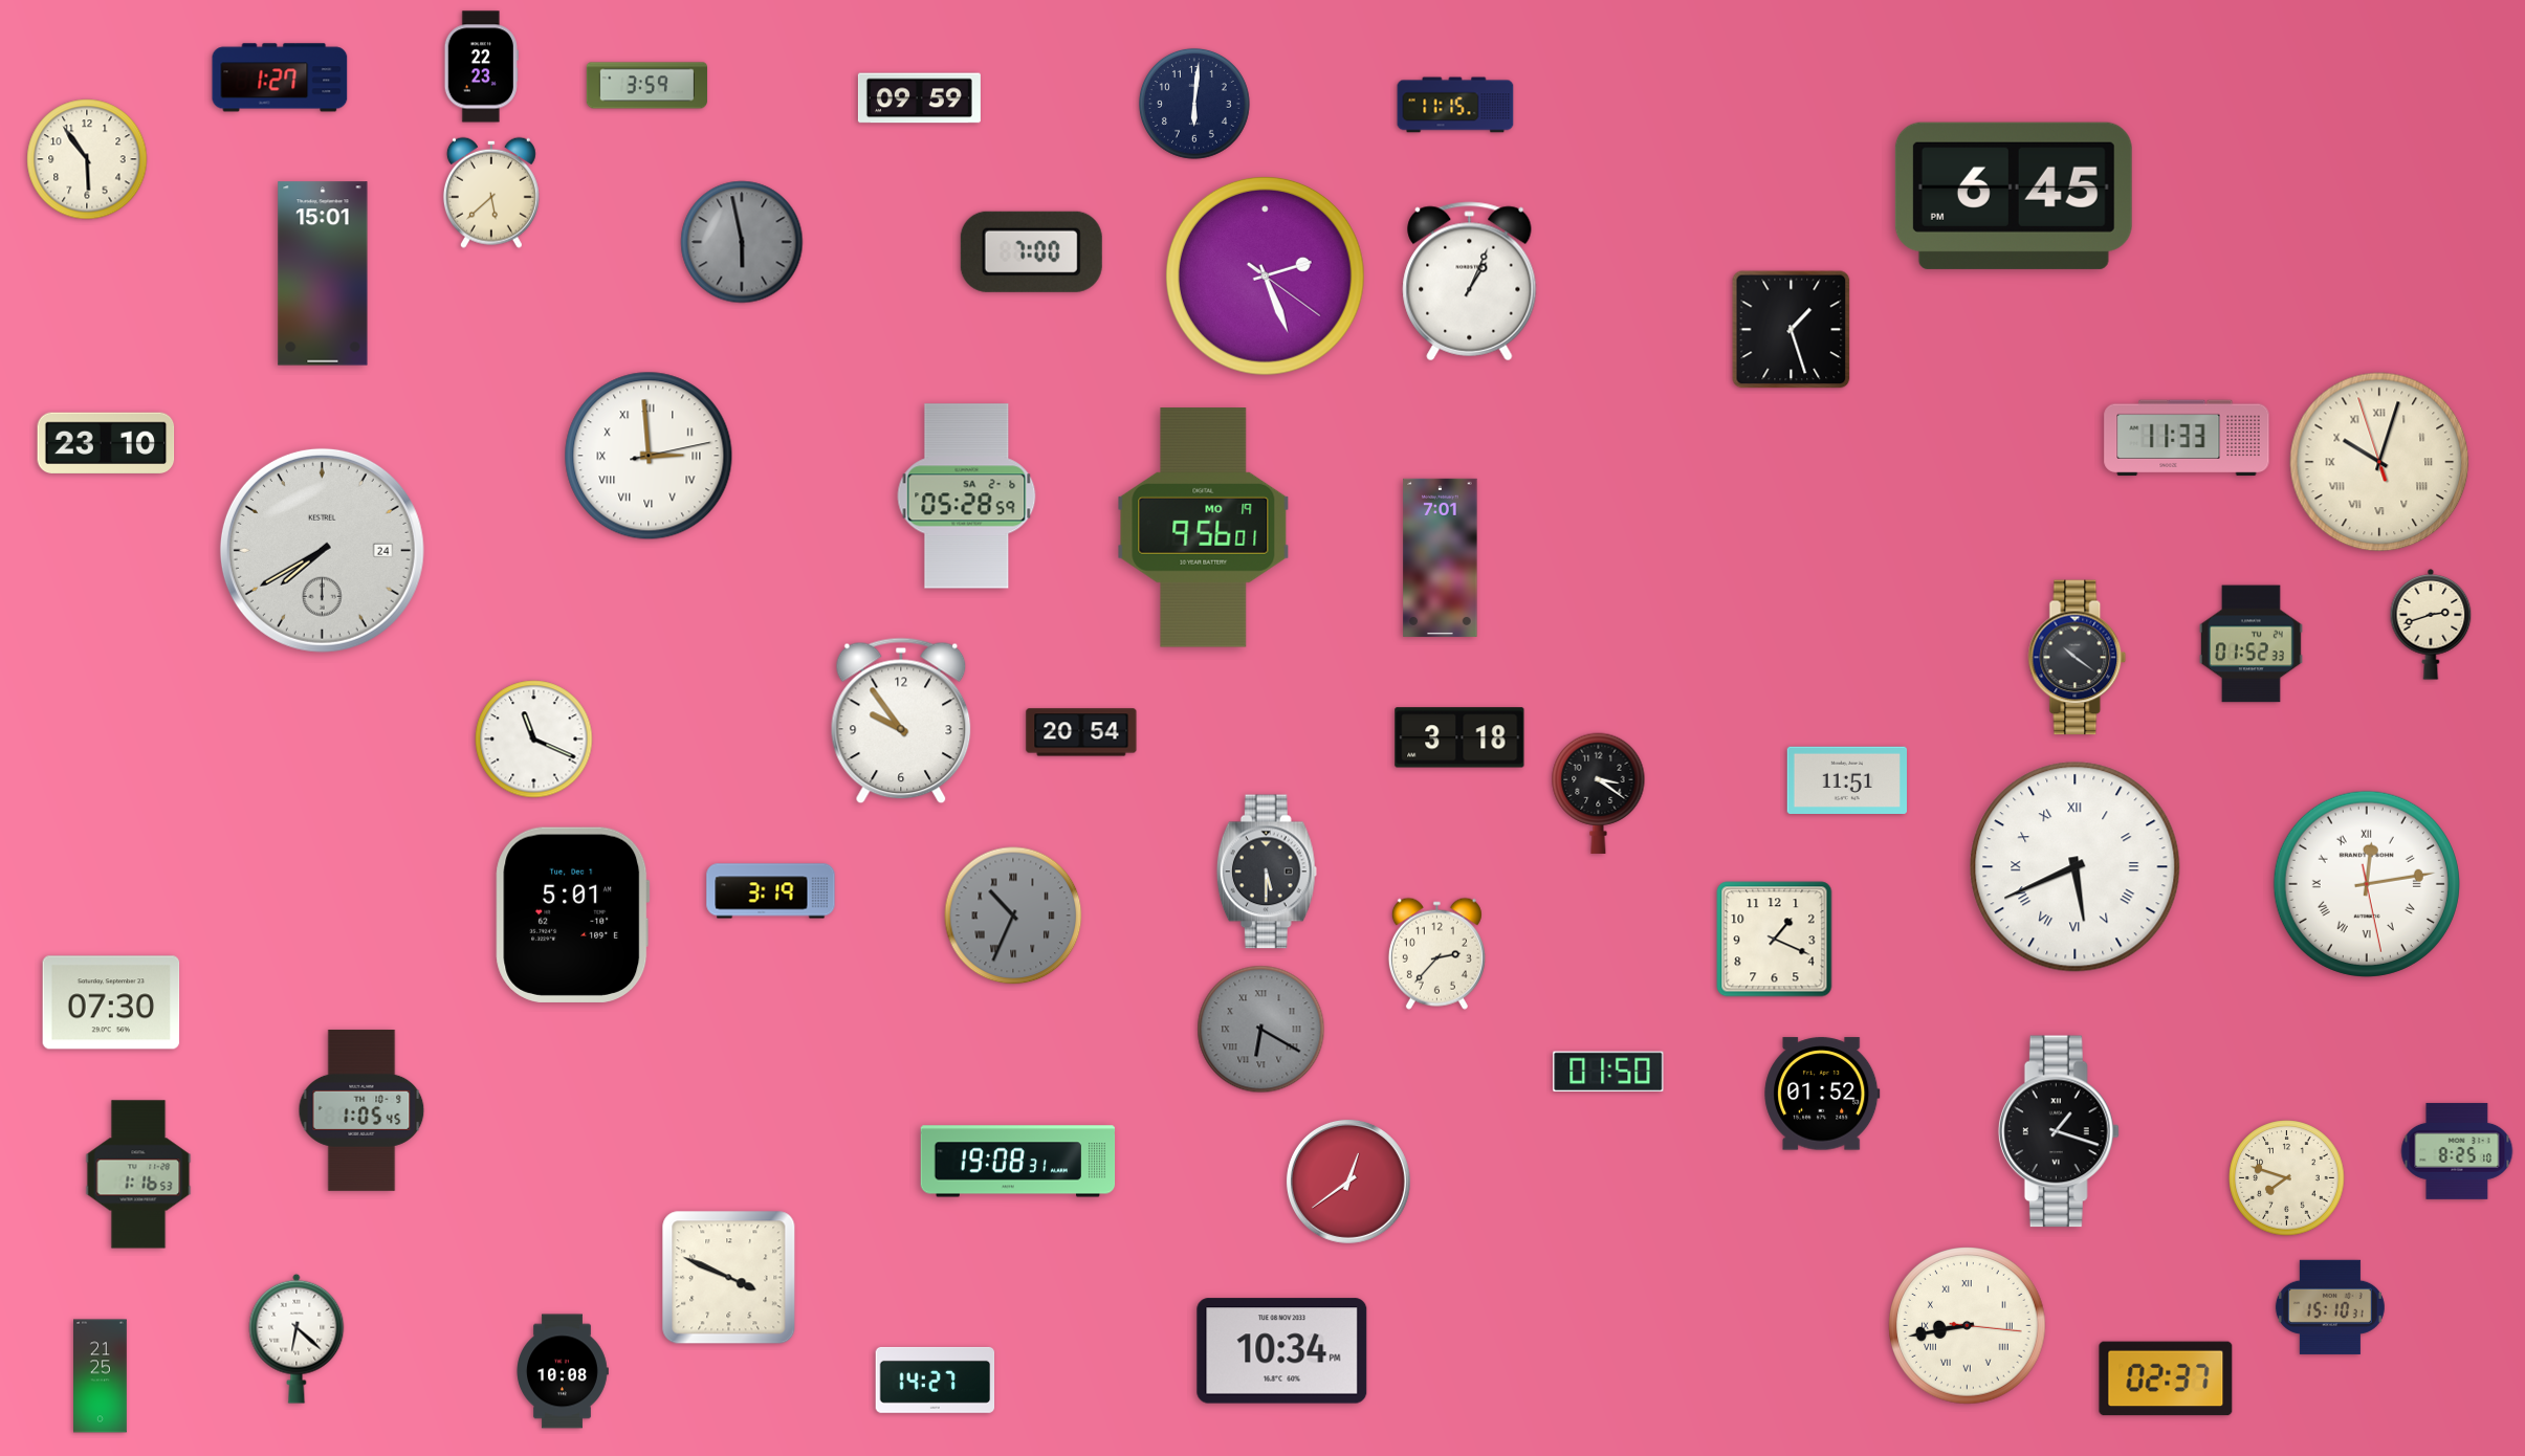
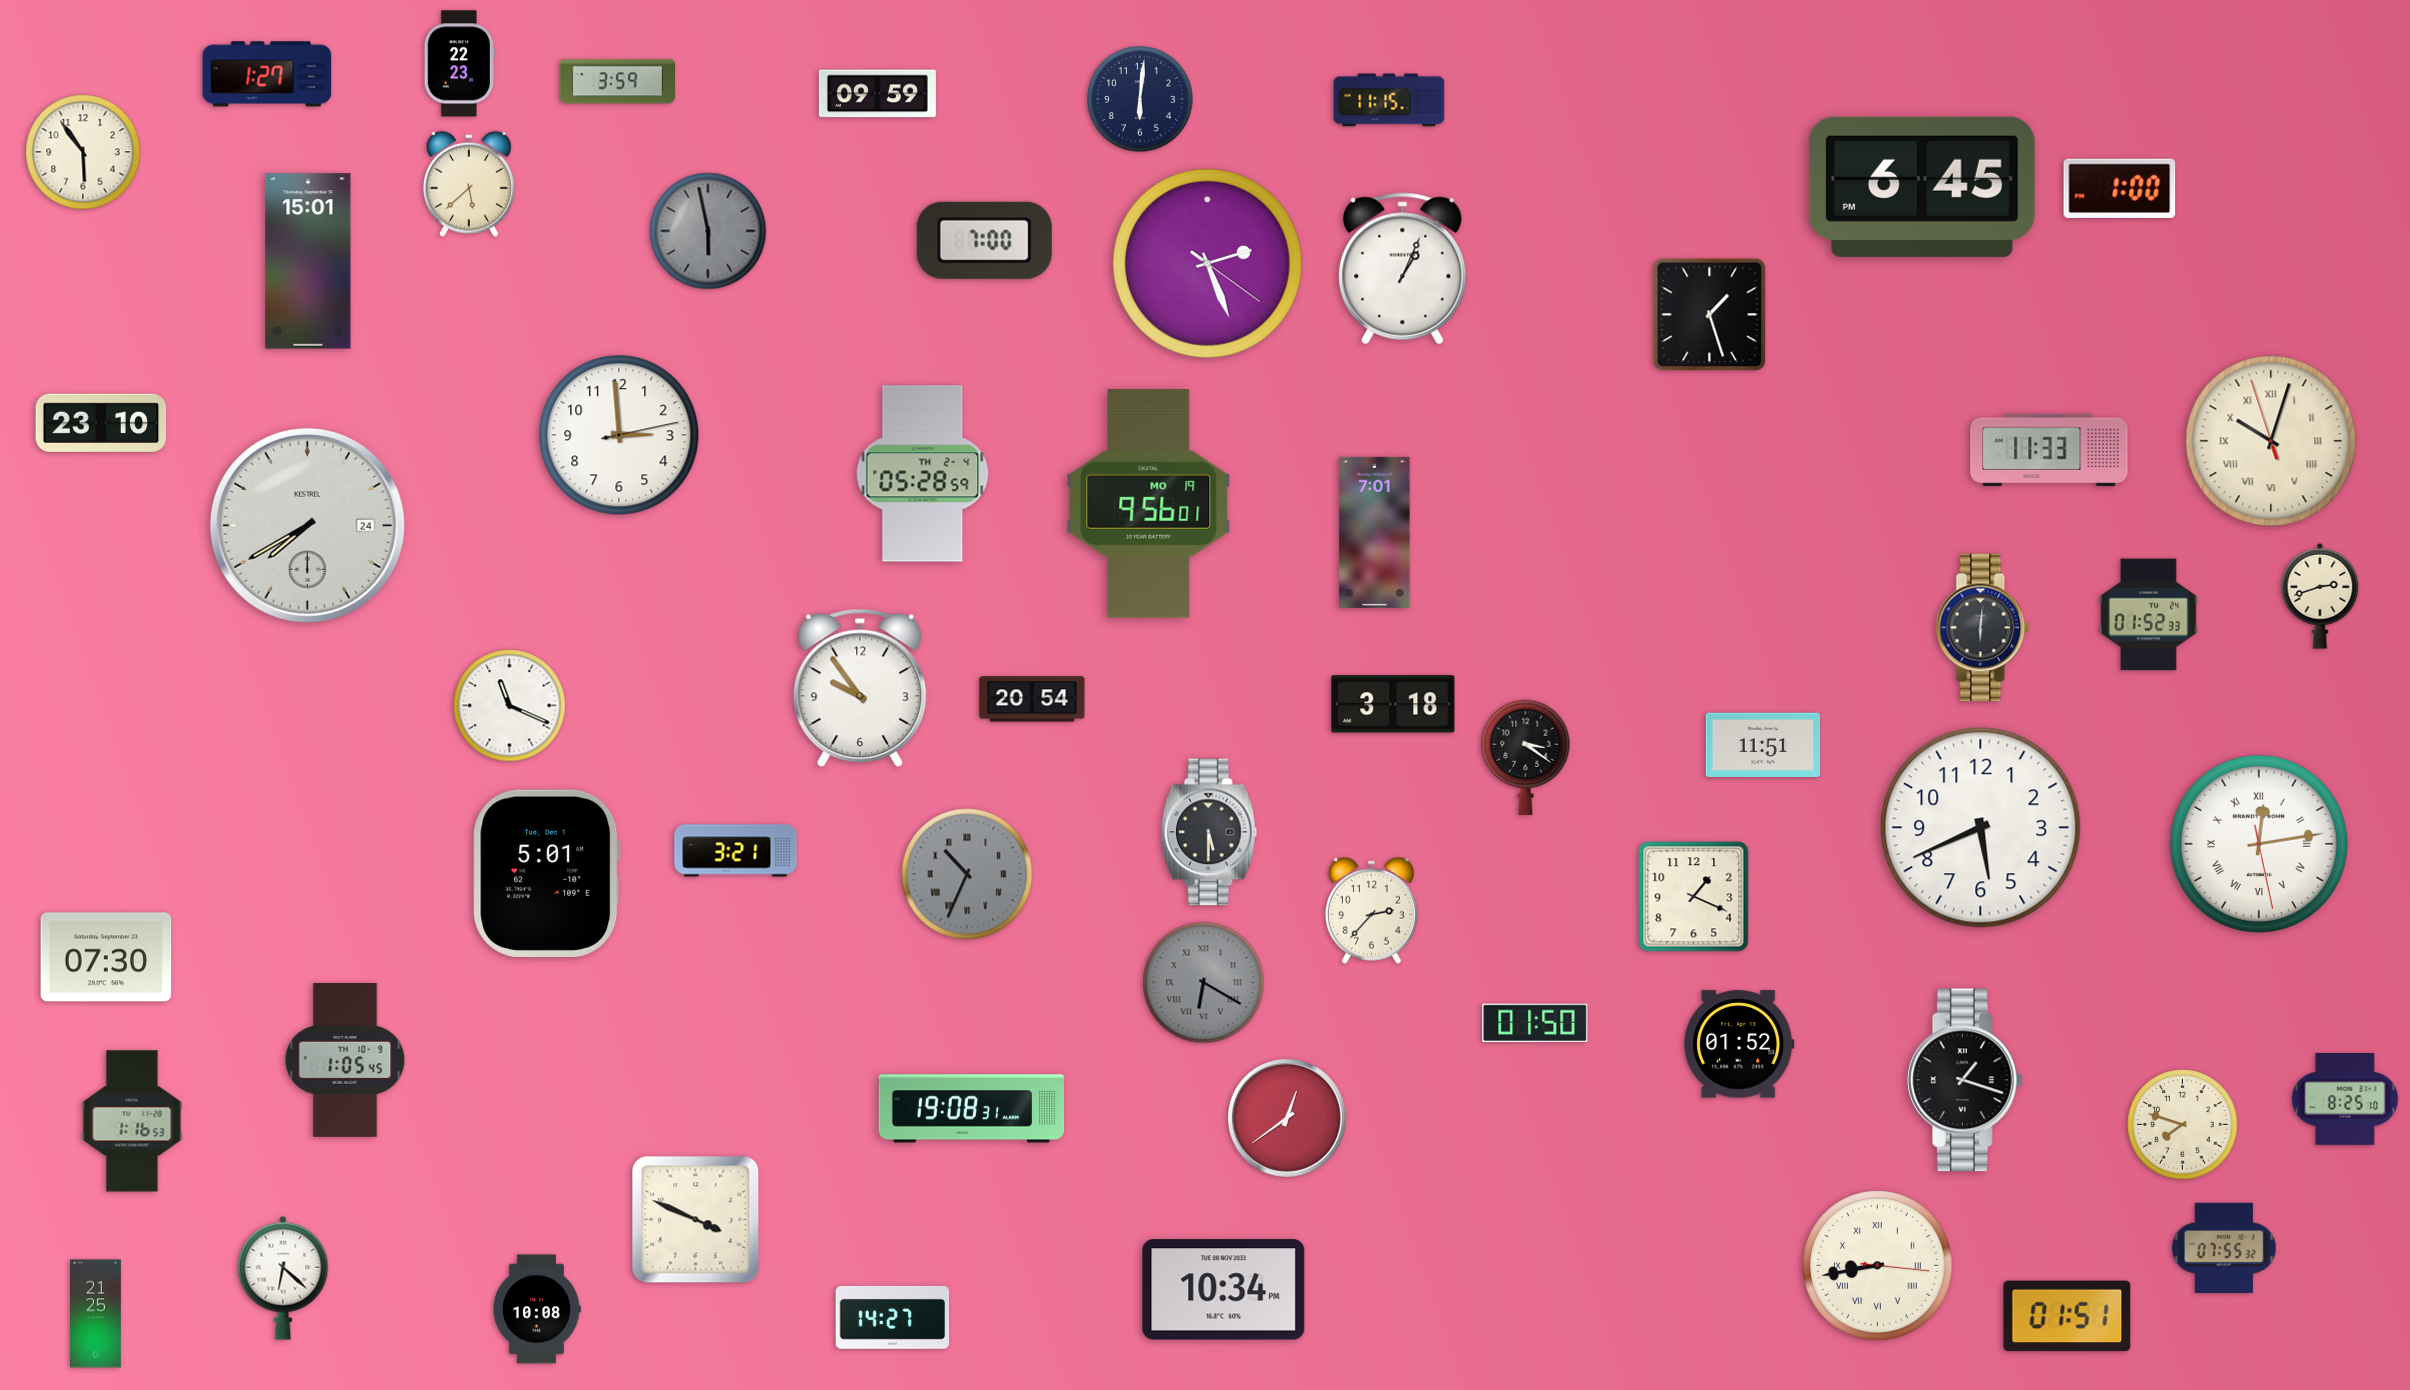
clock at (2120, 188): none -> 1:00
clock at (2187, 438) position: (2187, 438) -> (2049, 450)
clock at (649, 456) numerals: Roman -> Arabic
clock at (967, 497) date: SA 2-6 -> TH 2-4
clock at (2078, 658): 10:21 -> 6:01
clock at (2076, 867) numerals: Roman -> Arabic
clock at (771, 891): 3:19 -> 3:21
clock at (1348, 1182) position: (1348, 1182) -> (1287, 1118)
clock at (2330, 1307): 15:10 -> 07:55
clock at (2166, 1378): 02:37 -> 01:51
